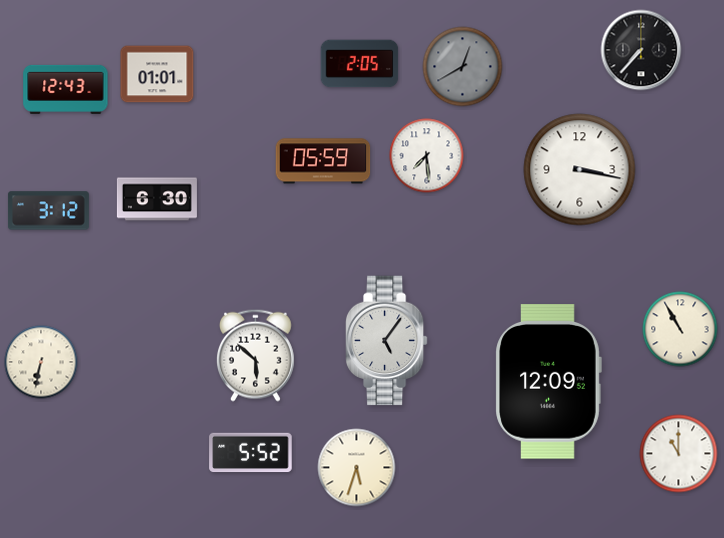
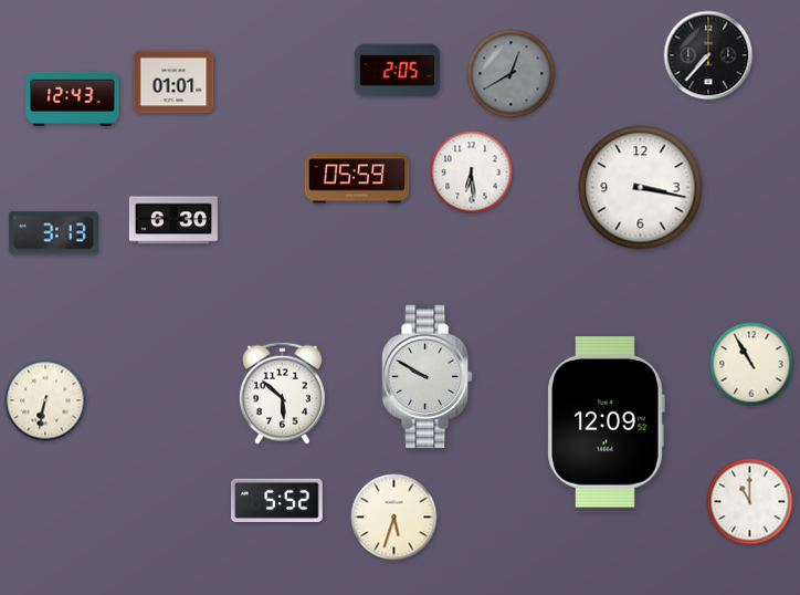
clock at (427, 156): 7:29 -> 6:29
clock at (48, 211): 3:12 -> 3:13
clock at (386, 341): 5:06 -> 9:50
